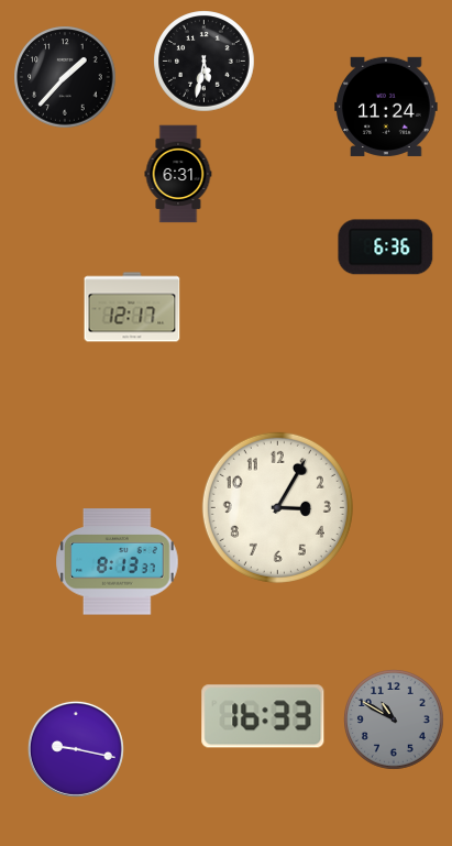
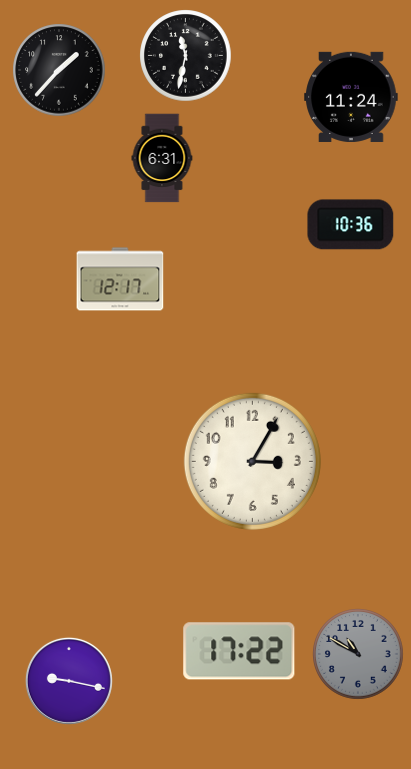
clock at (205, 62): 5:32 -> 11:32
clock at (386, 248): 6:36 -> 10:36
clock at (118, 562): 8:13 -> none
clock at (263, 716): 16:33 -> 17:22
